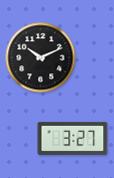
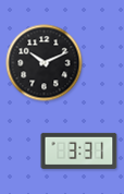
clock at (73, 138): 3:27 -> 3:31
